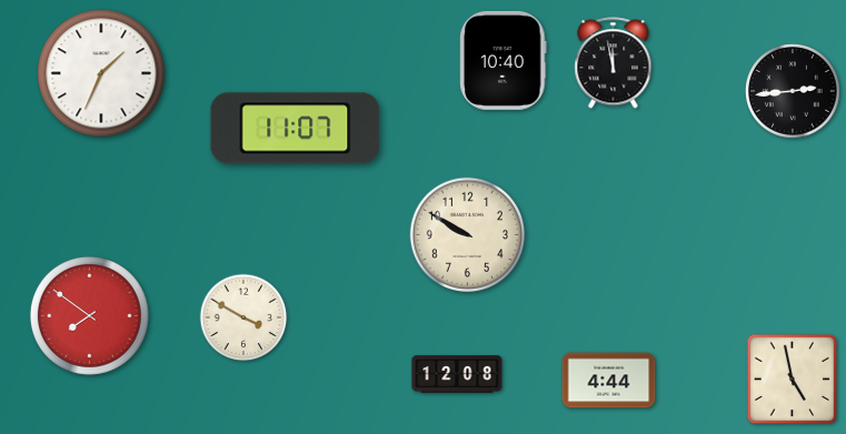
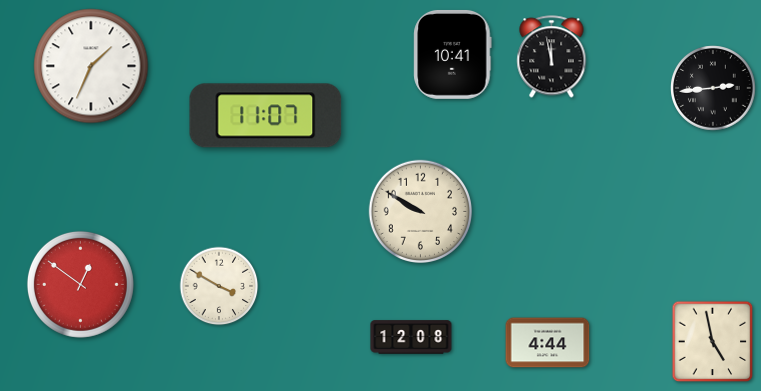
clock at (504, 60): 10:40 -> 10:41
clock at (793, 91) position: (793, 91) -> (713, 88)
clock at (89, 315): 7:51 -> 12:51
